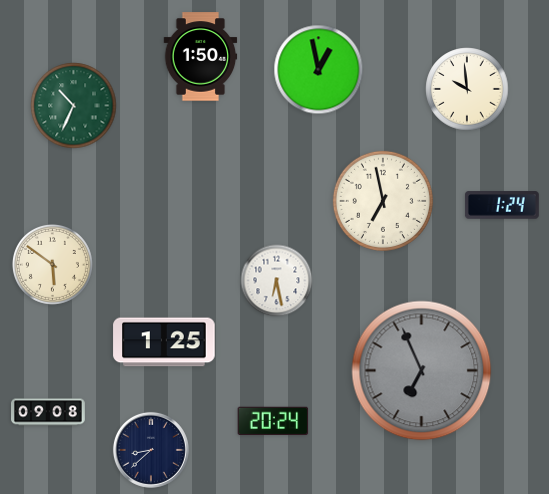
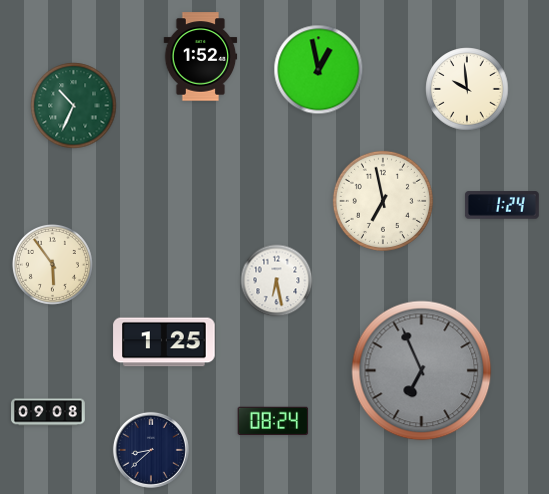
clock at (201, 57): 1:50 -> 1:52
clock at (52, 264): 5:51 -> 5:54
clock at (273, 420): 20:24 -> 08:24
